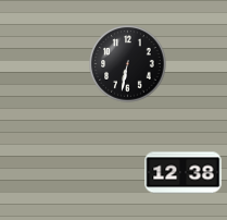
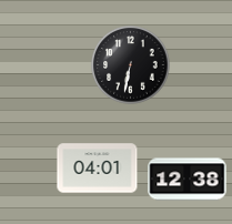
clock at (98, 169): none -> 04:01
clock at (184, 173) position: (184, 173) -> (188, 180)
